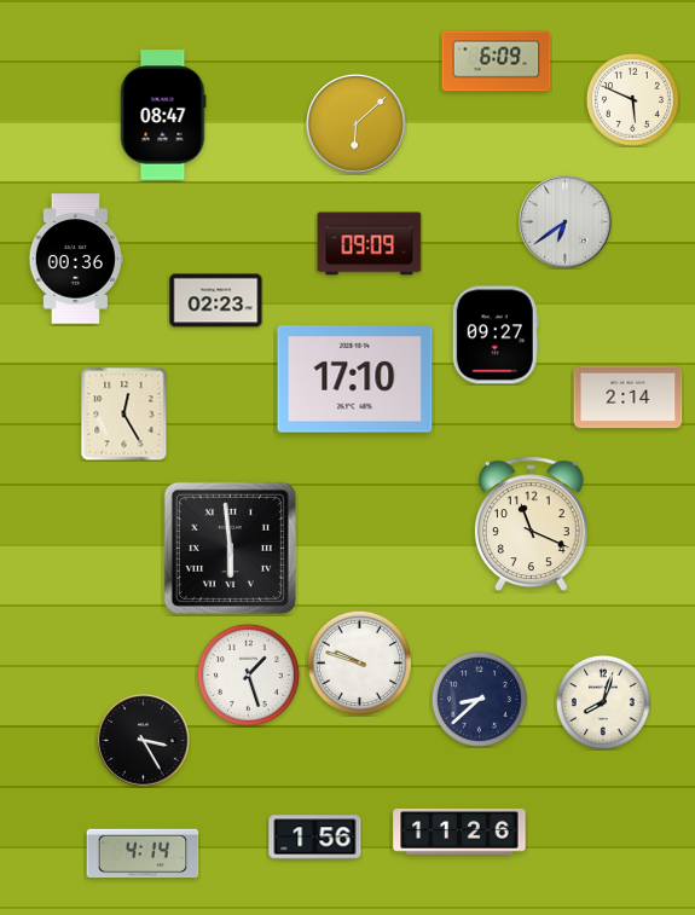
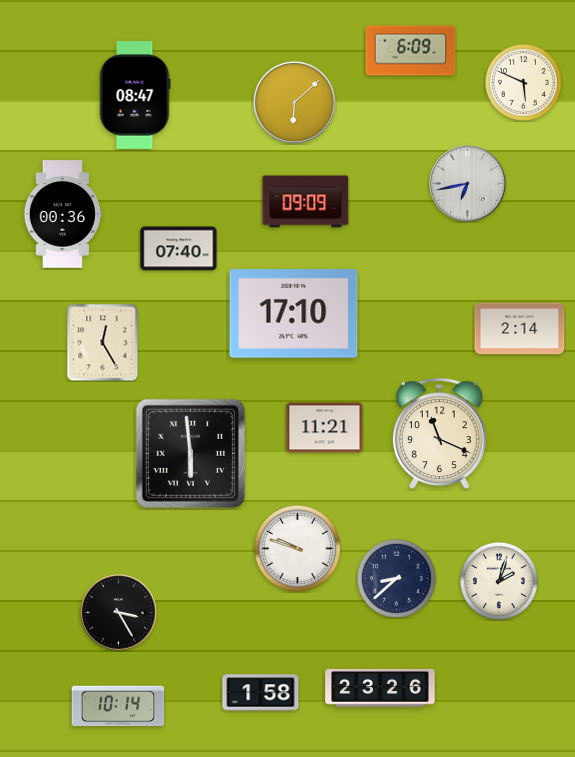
clock at (566, 222): 6:39 -> 6:43
clock at (216, 301): 02:23 -> 07:40
clock at (496, 335): 09:27 -> none
clock at (325, 428): none -> 11:21
clock at (248, 674): 1:27 -> none
clock at (603, 702): 8:03 -> 2:03
clock at (459, 832): 11:26 -> 23:26
clock at (315, 838): 1:56 -> 1:58
clock at (143, 853): 4:14 -> 10:14
